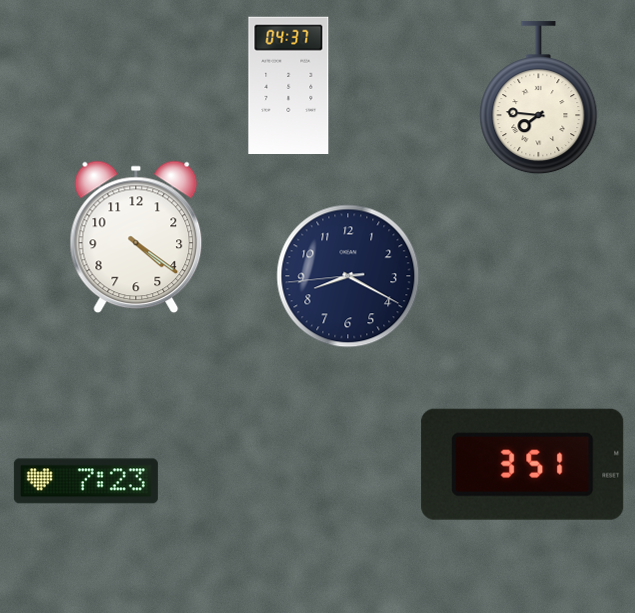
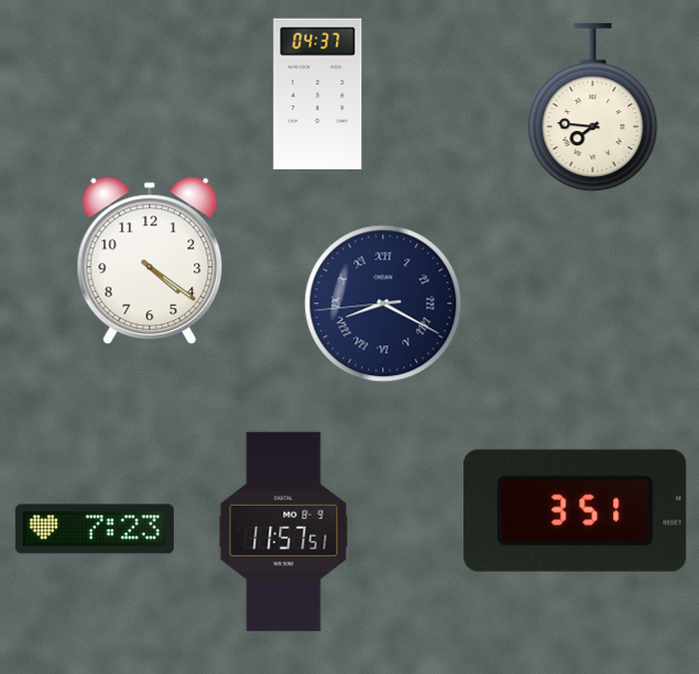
clock at (348, 276) numerals: Arabic -> Roman
clock at (284, 531): none -> 11:57
